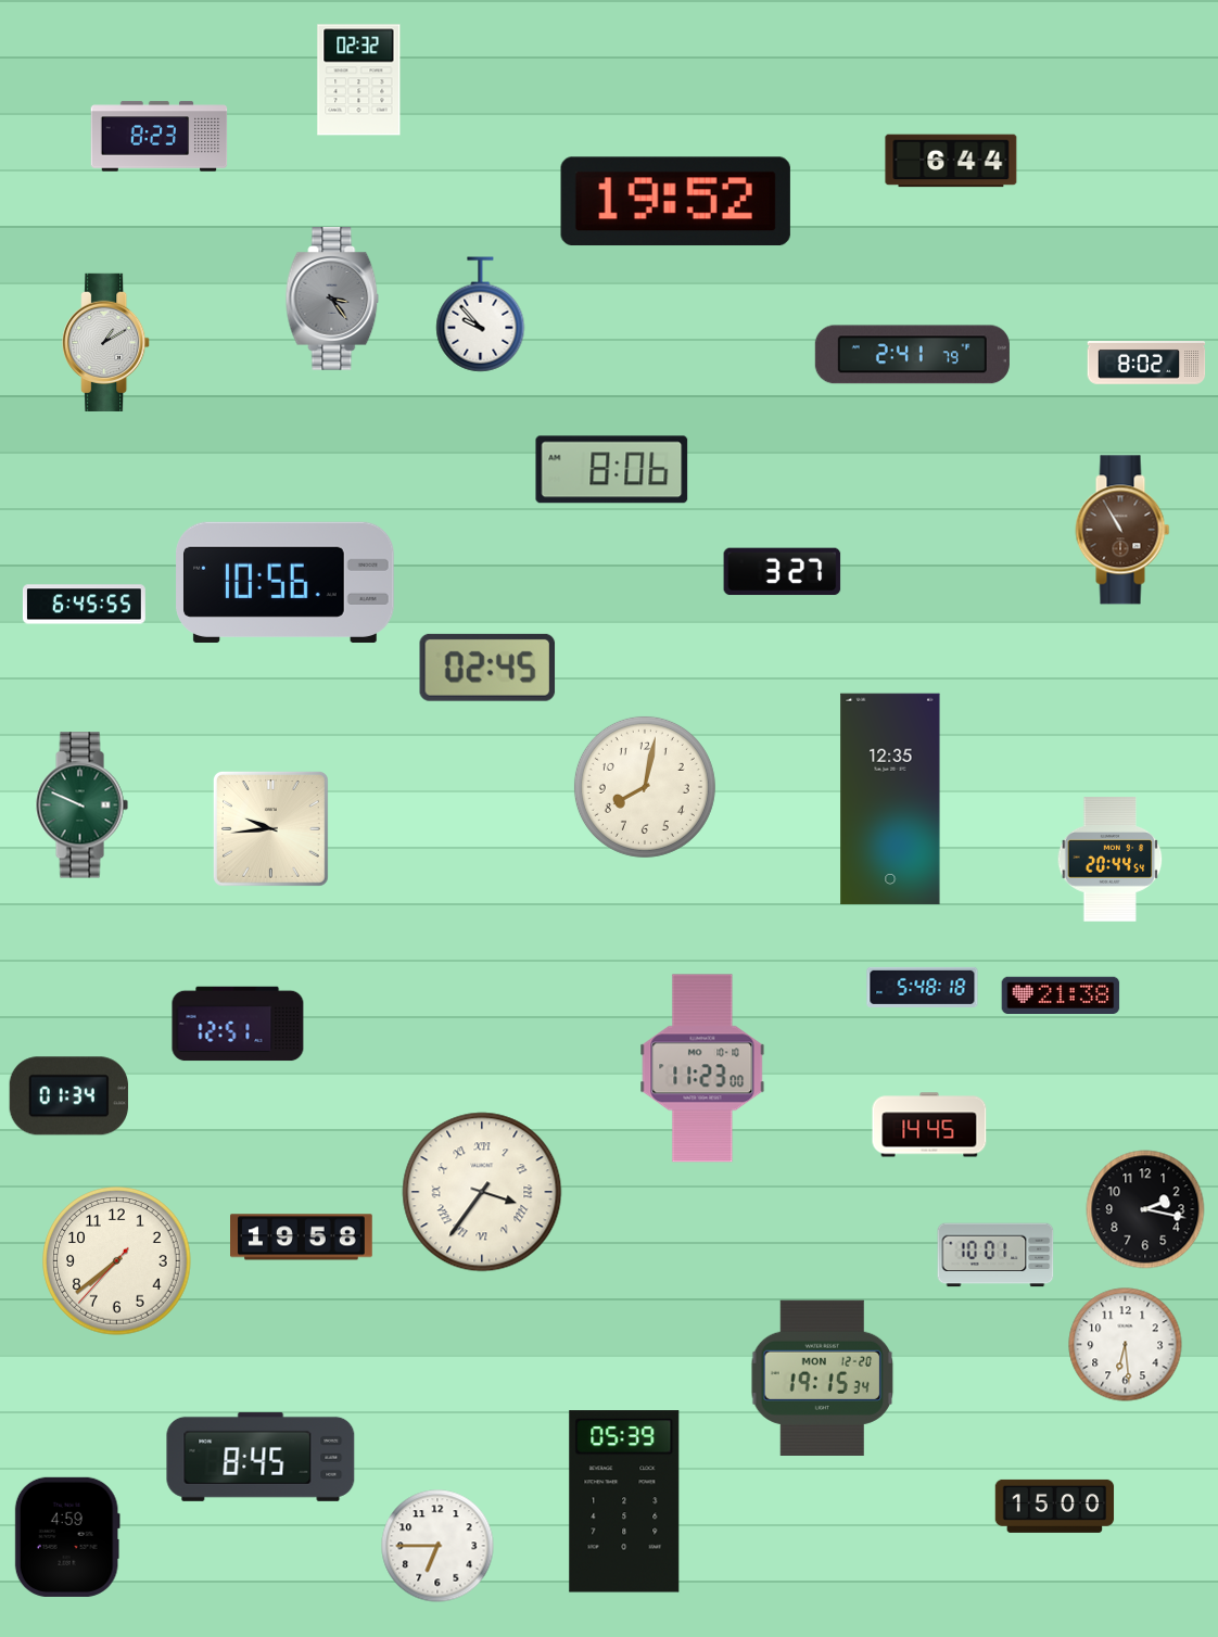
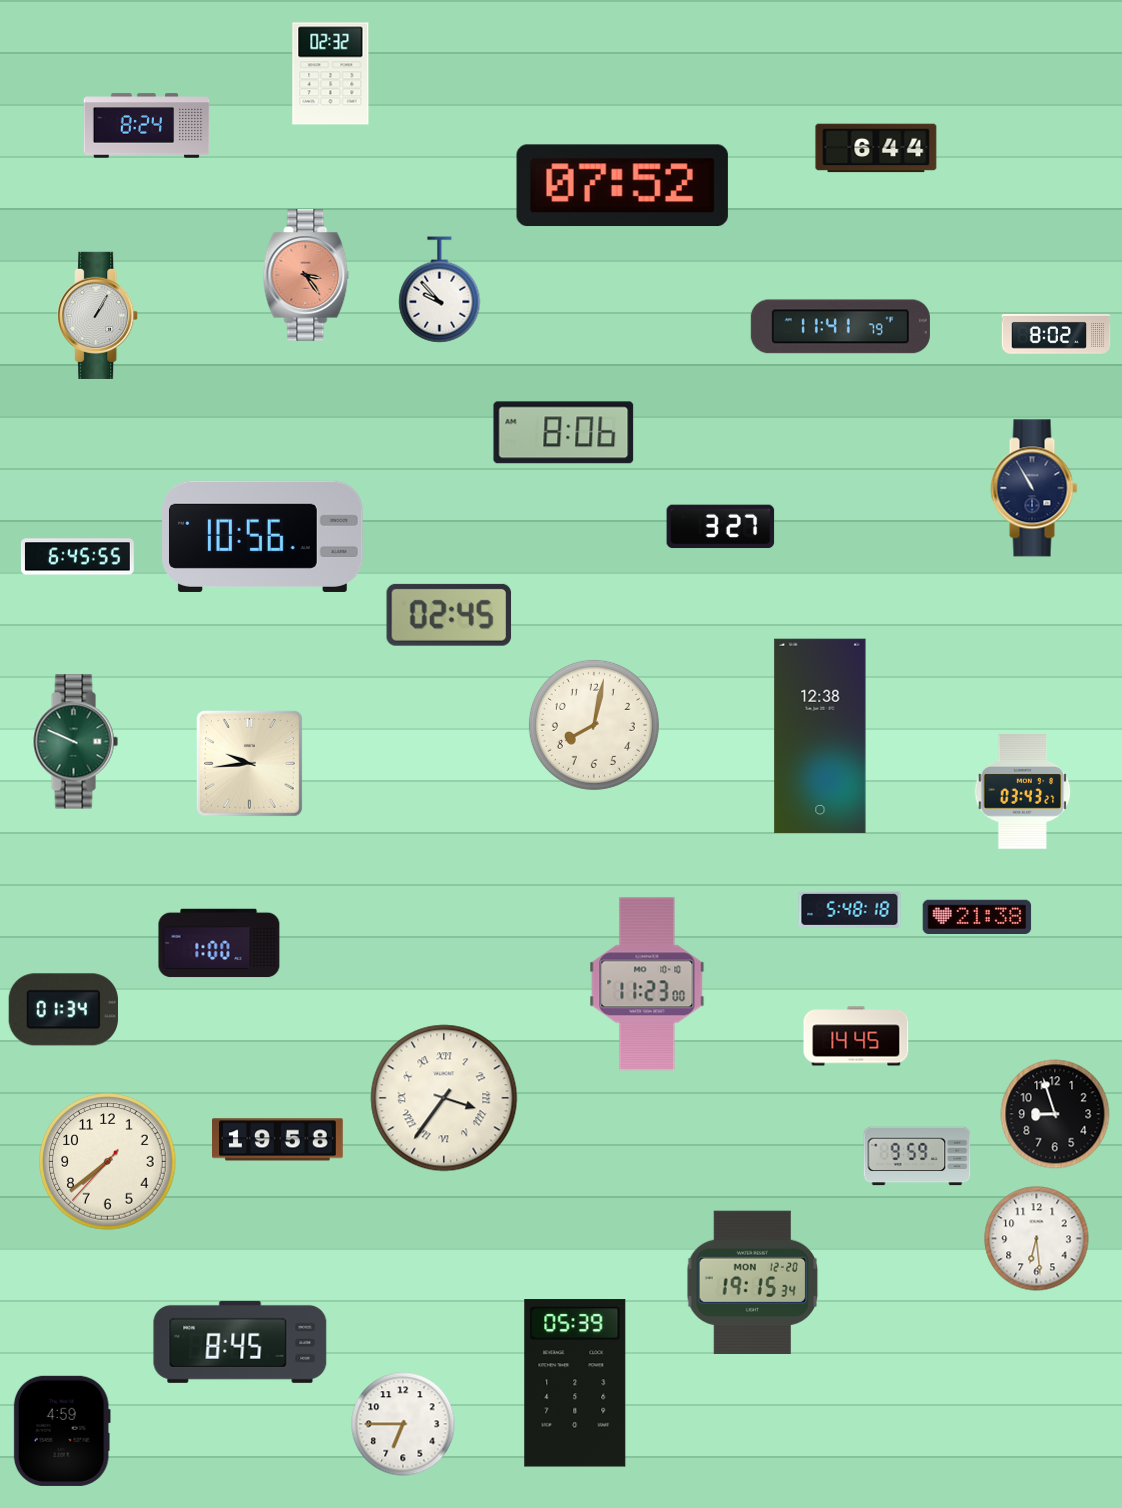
clock at (160, 137): 8:23 -> 8:24
clock at (675, 202): 19:52 -> 07:52
clock at (332, 299) dial: grey -> salmon
clock at (481, 315) position: (481, 315) -> (440, 290)
clock at (106, 342): 1:10 -> 1:05
clock at (912, 355): 2:41 -> 11:41
clock at (1122, 530) dial: brown -> navy
clock at (890, 799): 12:35 -> 12:38
clock at (1111, 860): 20:44 -> 03:43
clock at (238, 1024): 12:51 -> 1:00
clock at (1145, 1209): 2:17 -> 8:57
clock at (995, 1255): 10:01 -> 9:59
clock at (823, 1378) position: (823, 1378) -> (753, 1282)
clock at (1055, 1506): 15:00 -> none
clock at (67, 1537) position: (67, 1537) -> (62, 1431)
